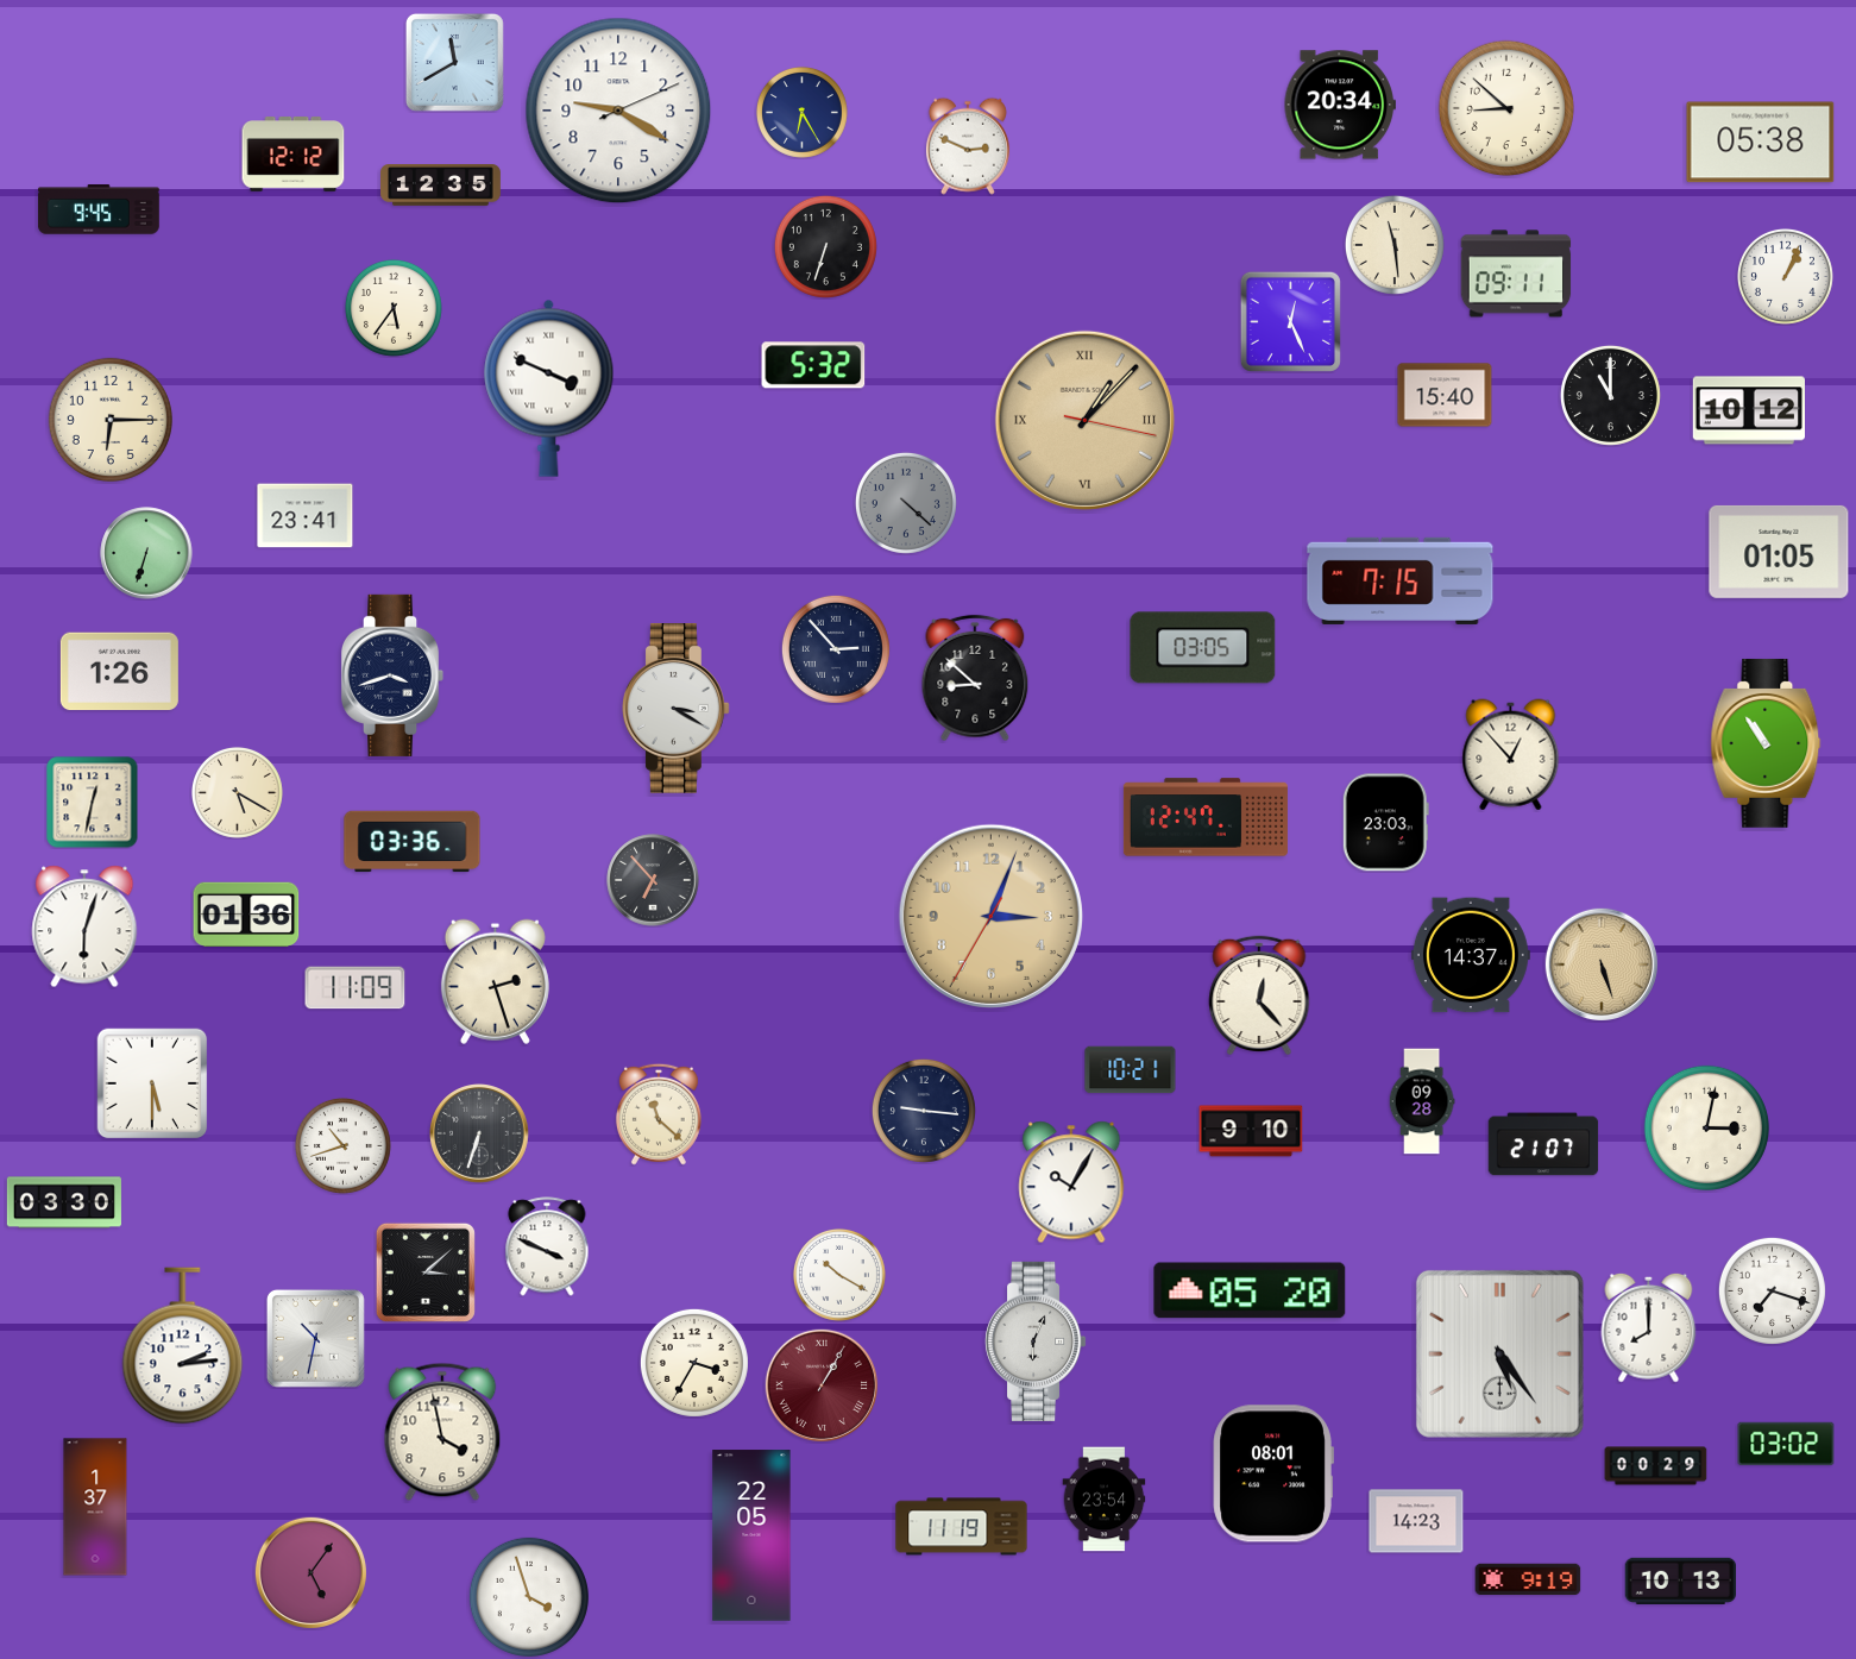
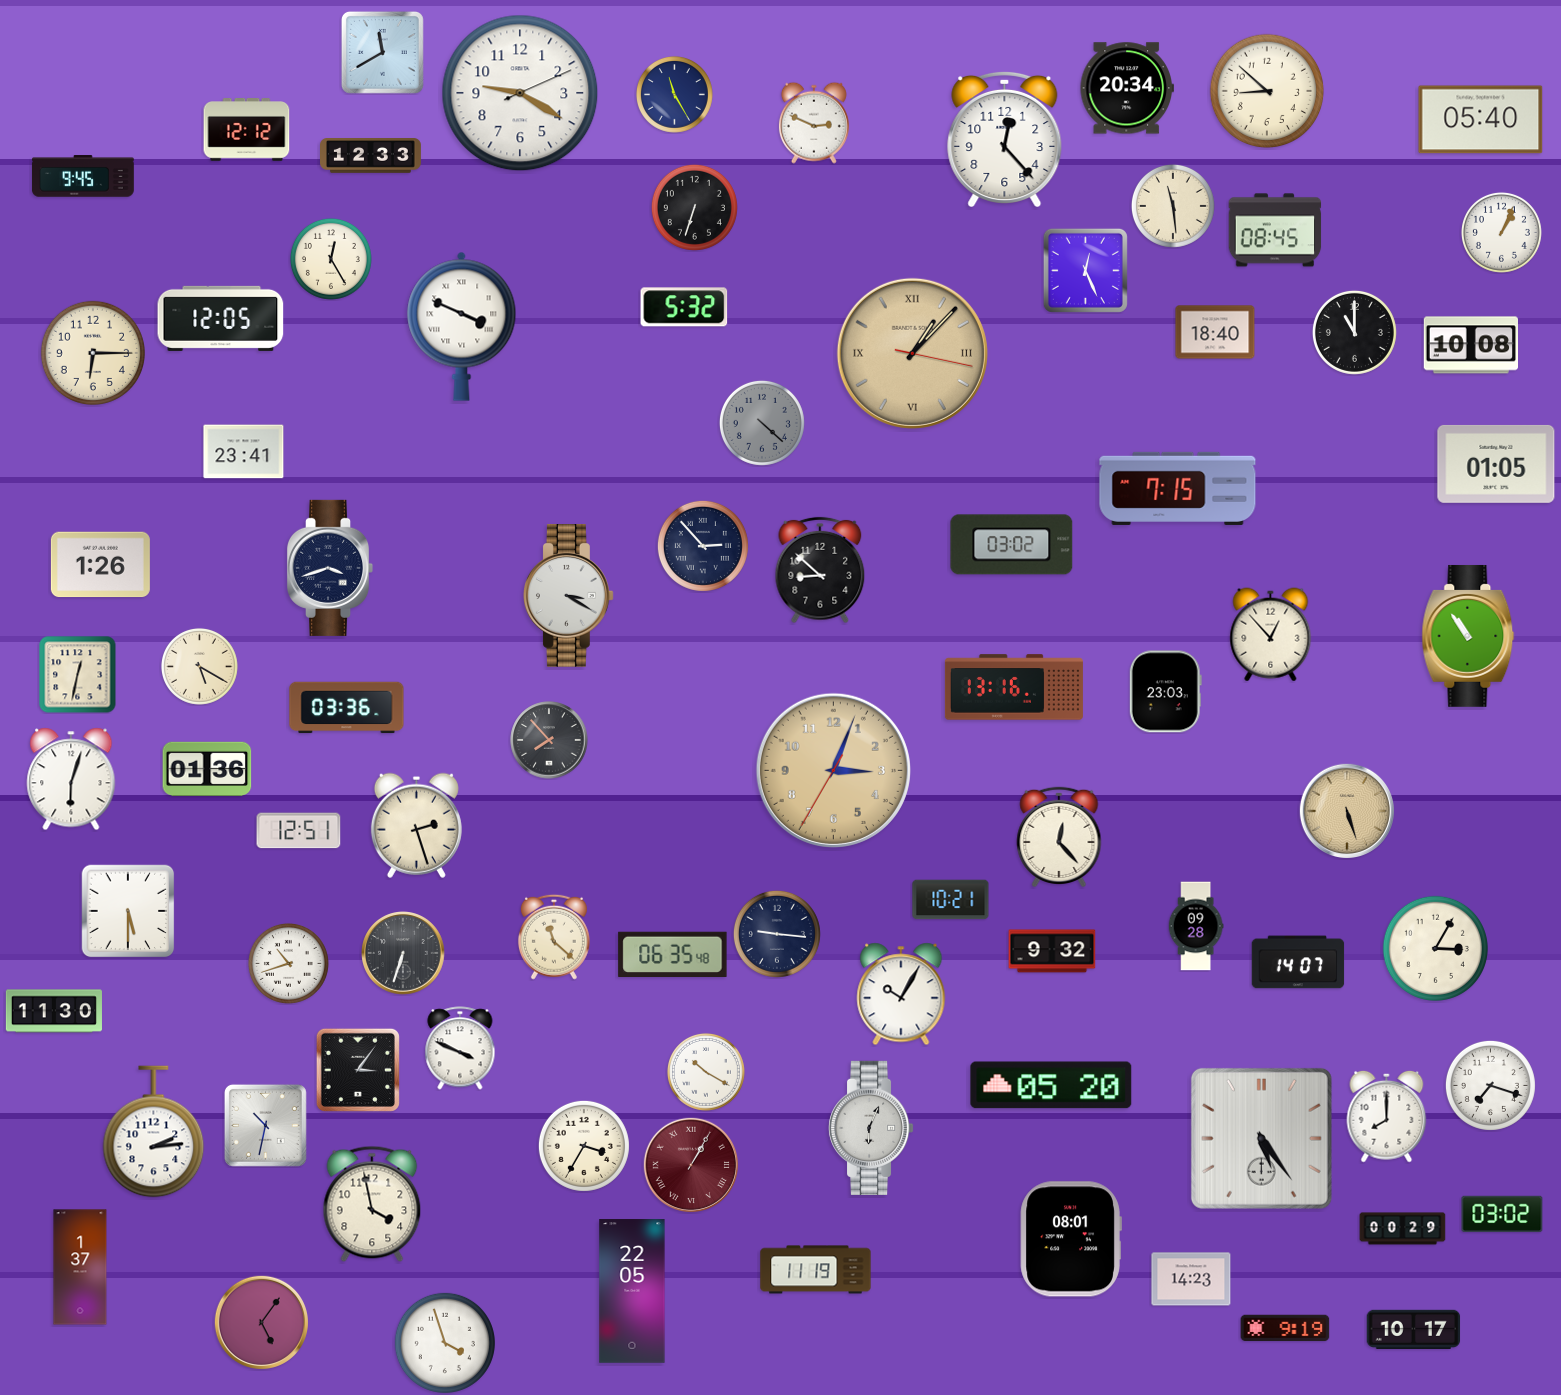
clock at (803, 113): 6:25 -> 11:25
clock at (1761, 143): 05:38 -> 05:40
clock at (1005, 139): none -> 12:23
clock at (441, 186): 12:35 -> 12:33
clock at (1516, 274): 09:11 -> 08:45
clock at (394, 308): 5:36 -> 12:25
clock at (221, 318): none -> 12:05
clock at (1445, 395): 15:40 -> 18:40
clock at (1748, 410): 10:12 -> 10:08
clock at (306, 516) position: (306, 516) -> (244, 452)
clock at (146, 553): 6:33 -> none
clock at (1203, 648): 03:05 -> 03:02
clock at (1766, 743) position: (1766, 743) -> (1468, 636)
clock at (1206, 817): 12:47 -> 13:16
clock at (653, 880): 6:53 -> 7:53
clock at (1471, 955): 14:37 -> none
clock at (356, 988): 11:09 -> 12:51
clock at (1706, 1127): 3:02 -> 3:05
clock at (1251, 1131): 9:10 -> 9:32
clock at (673, 954): none -> 06:35
clock at (1543, 1144): 21:07 -> 14:07
clock at (64, 1202): 03:30 -> 11:30
clock at (426, 1272): 3:08 -> 3:06
clock at (1656, 1466) position: (1656, 1466) -> (1403, 1229)
clock at (1105, 1500): 23:54 -> none
clock at (962, 1527) position: (962, 1527) -> (816, 1270)
clock at (1681, 1581): 10:13 -> 10:17
